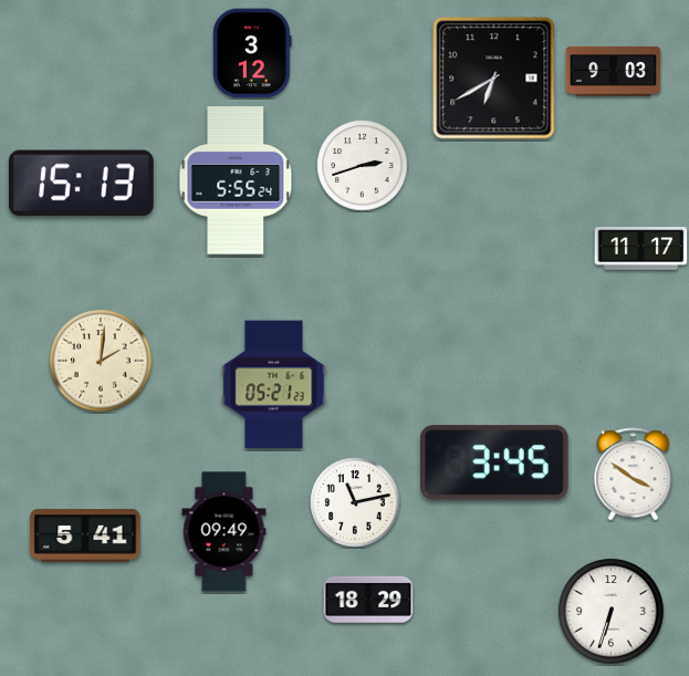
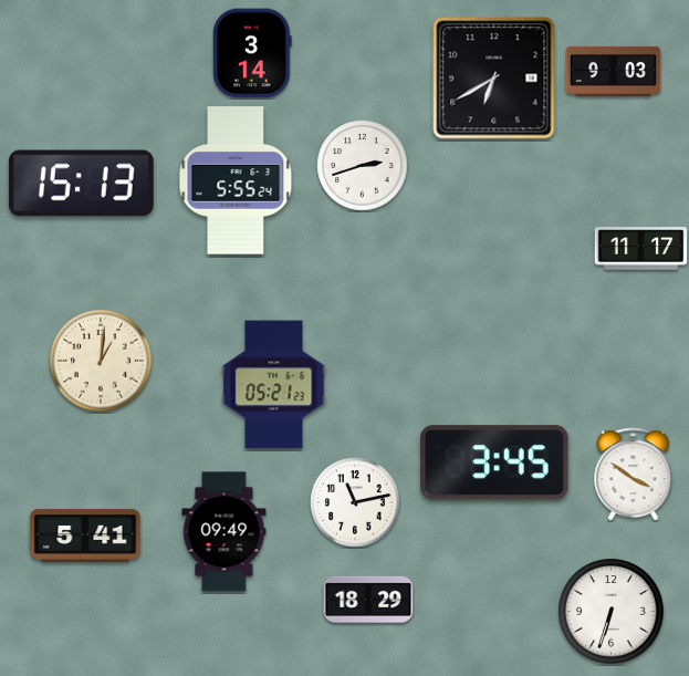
clock at (252, 53): 3:12 -> 3:14
clock at (101, 361): 2:01 -> 1:01
